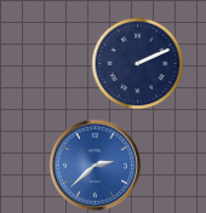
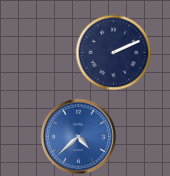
clock at (95, 165): 2:38 -> 4:38
